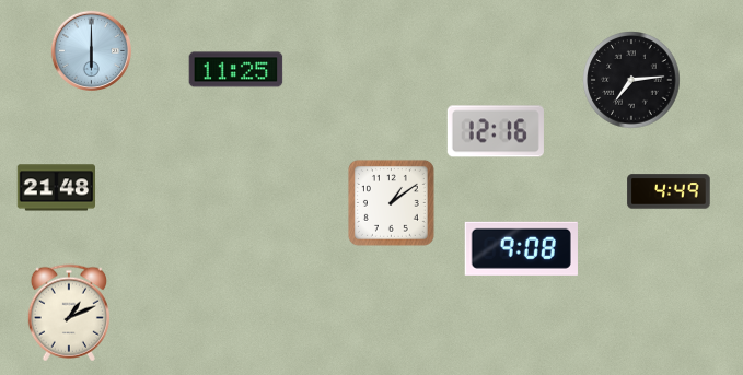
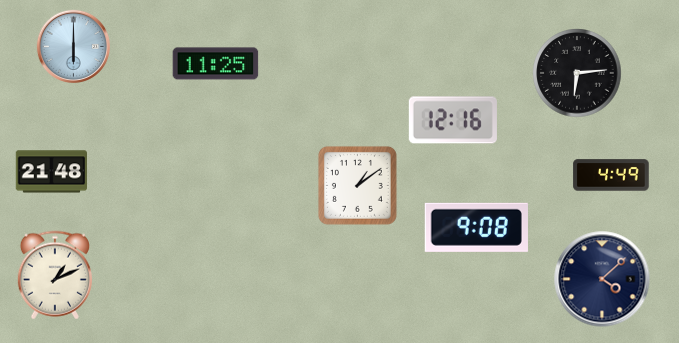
clock at (91, 50) position: (91, 50) -> (73, 46)
clock at (631, 80): 7:14 -> 6:14
clock at (602, 279): none -> 4:08
clock at (69, 313) position: (69, 313) -> (55, 275)
